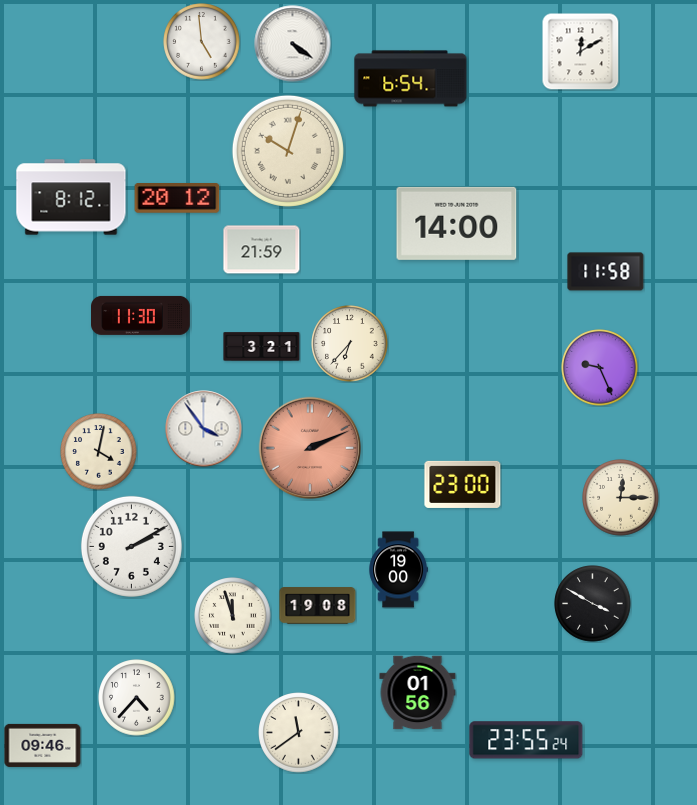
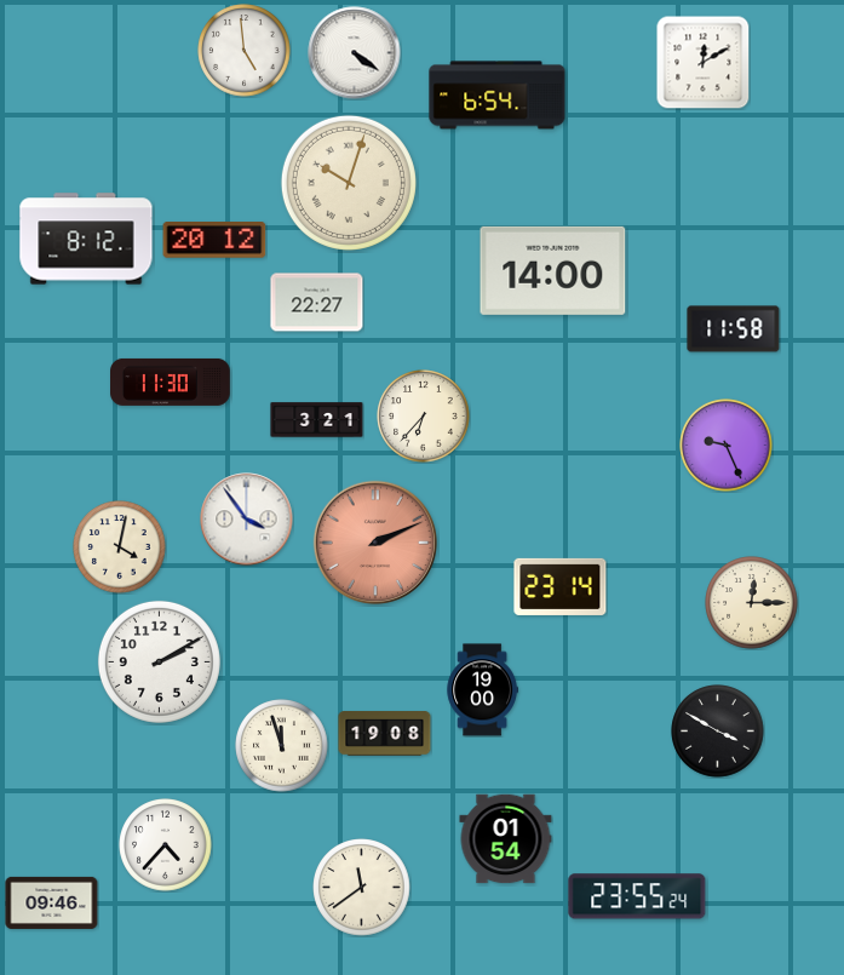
clock at (262, 250): 21:59 -> 22:27
clock at (463, 484): 23:00 -> 23:14
clock at (418, 693): 01:56 -> 01:54
